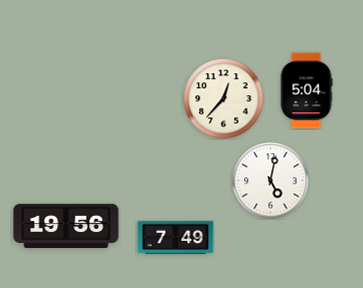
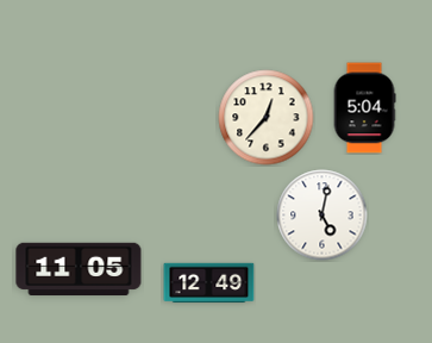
clock at (66, 226): 19:56 -> 11:05
clock at (176, 238): 7:49 -> 12:49
